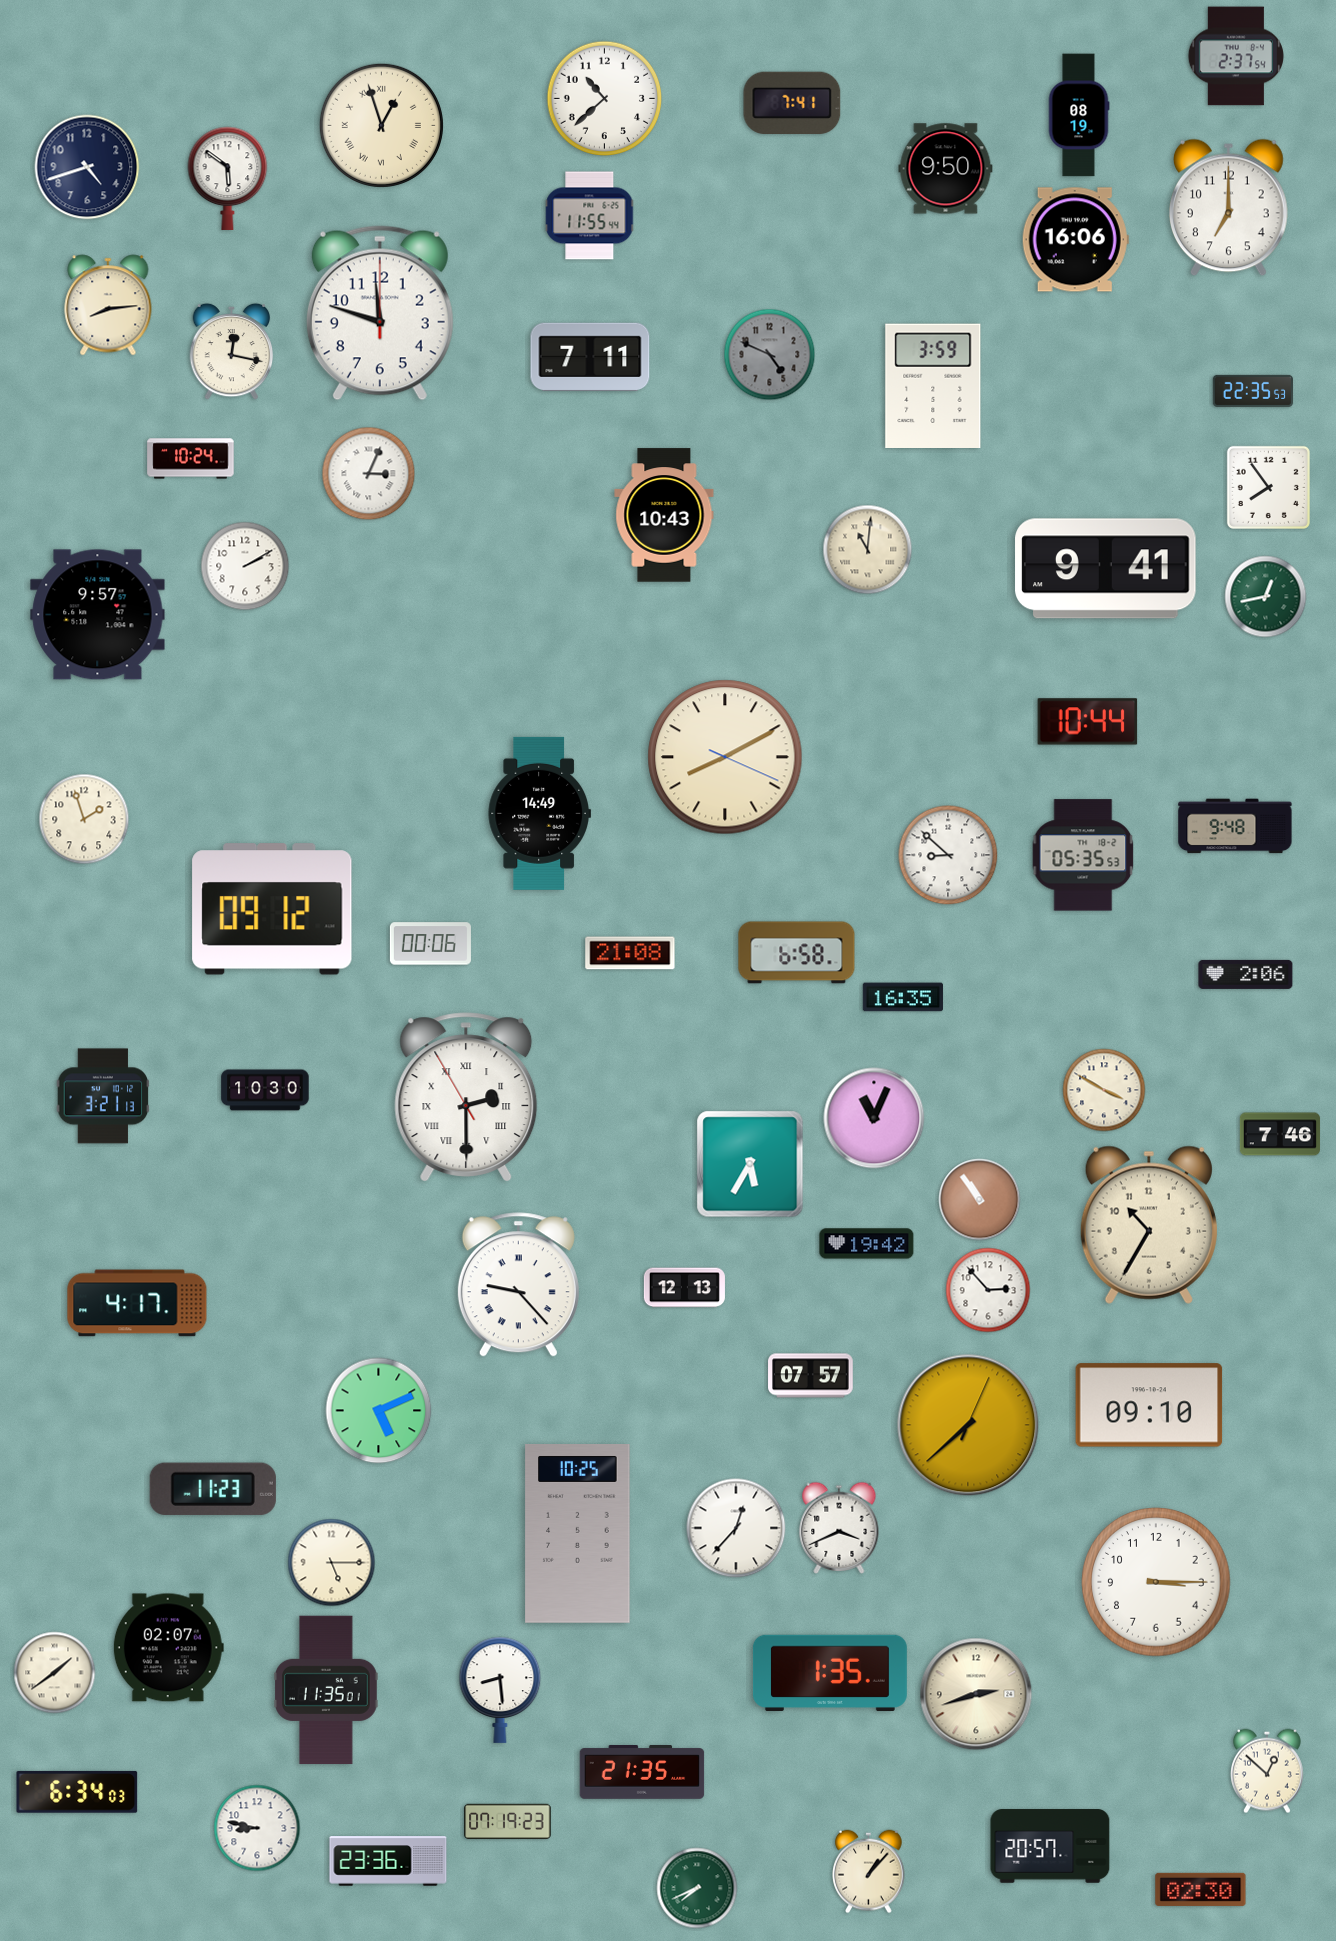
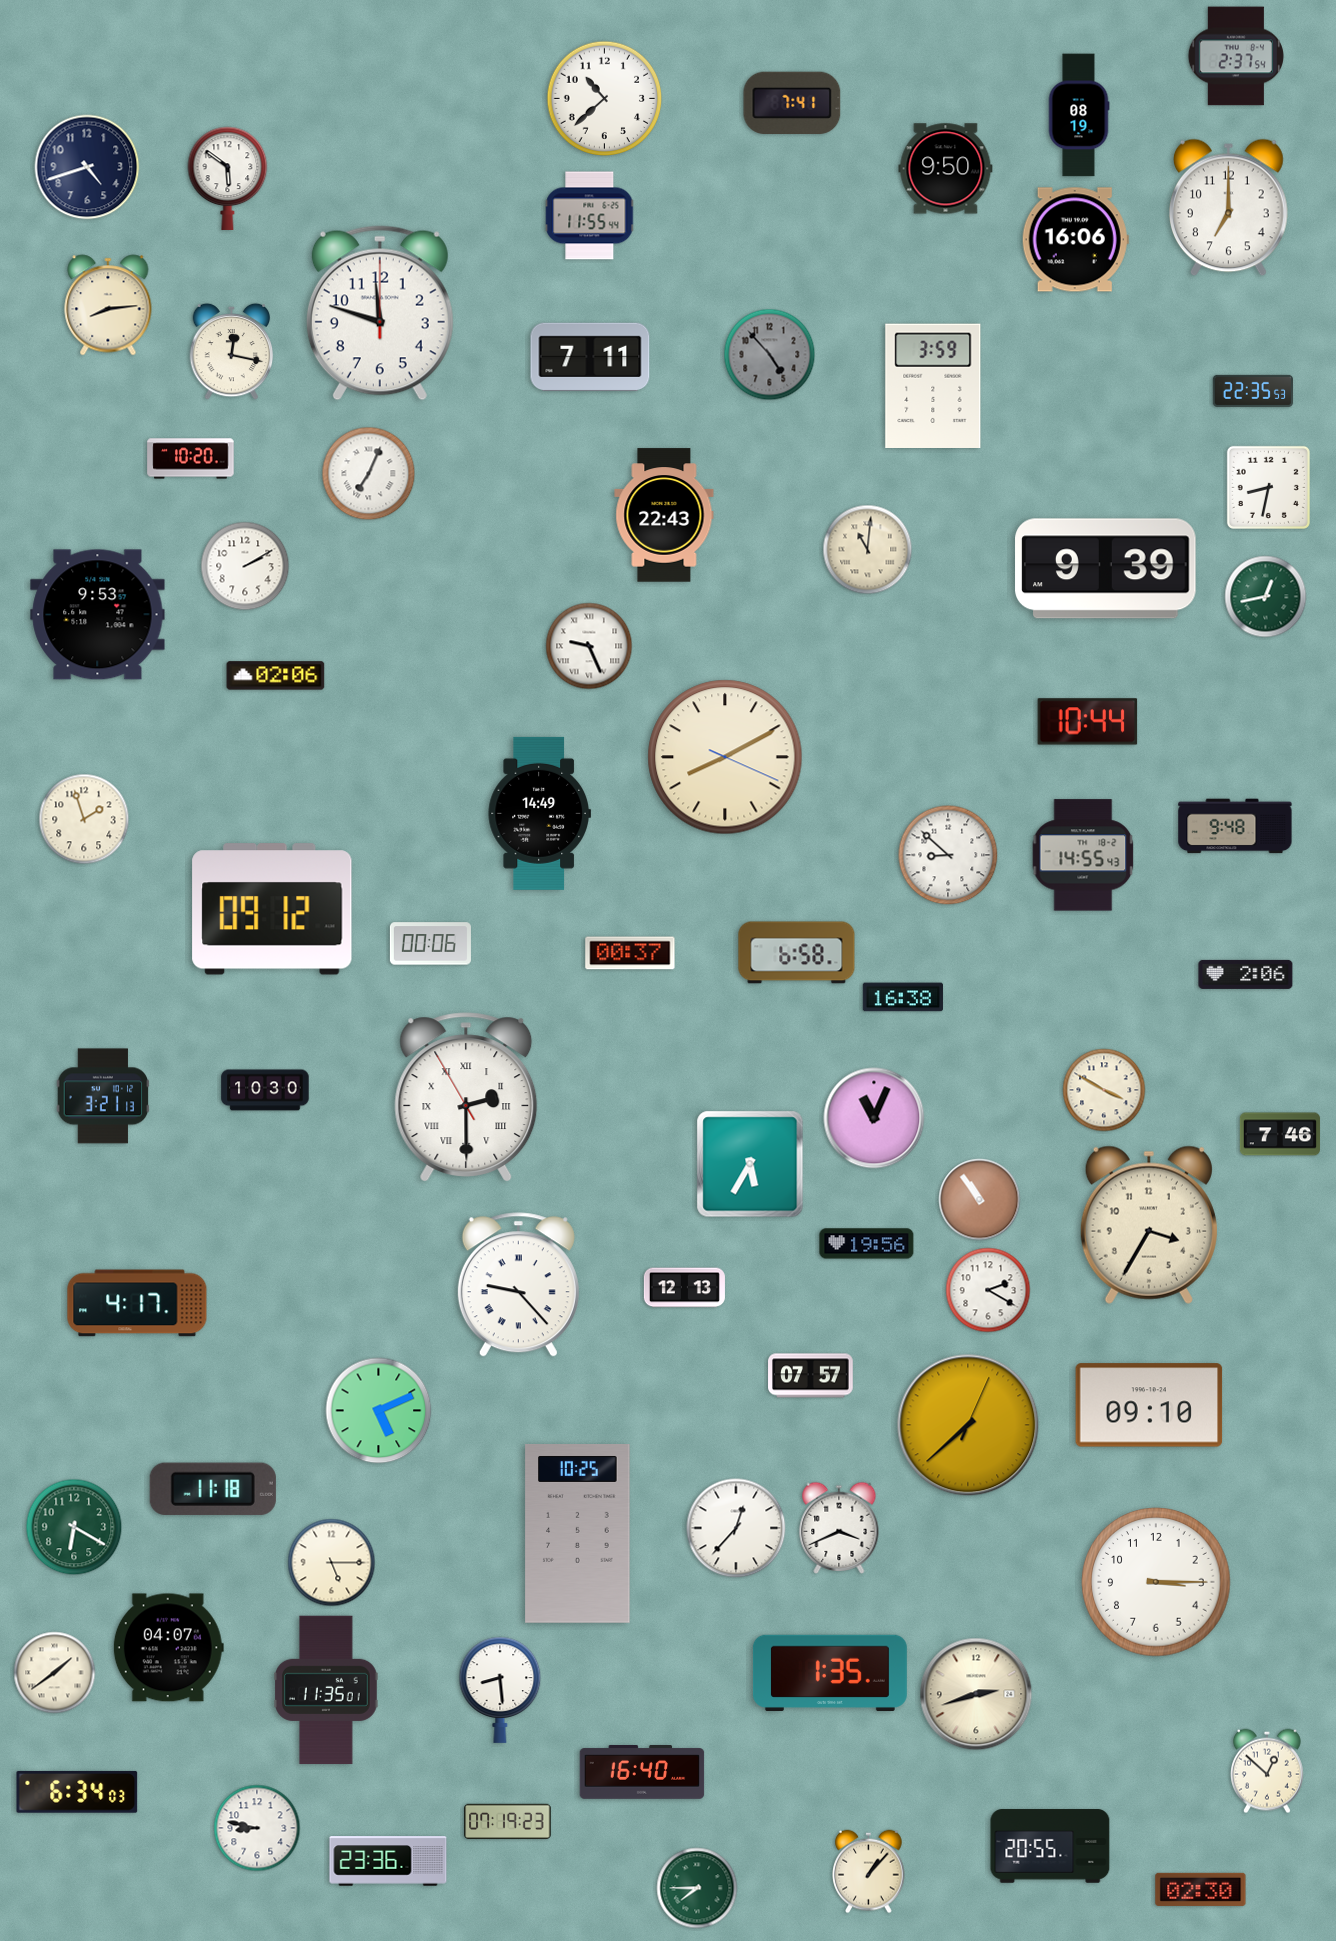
clock at (381, 125): 12:57 -> none
clock at (770, 355): 4:49 -> 4:53
clock at (191, 459): 10:24 -> 10:20
clock at (369, 474): 3:04 -> 7:04
clock at (1268, 487): 7:54 -> 8:32
clock at (664, 515): 10:43 -> 22:43
clock at (1106, 569): 9:41 -> 9:39
clock at (98, 615): 9:57 -> 9:53
clock at (589, 646): none -> 9:26
clock at (276, 676): none -> 02:06
clock at (1083, 855): 05:35 -> 14:55
clock at (630, 953): 21:08 -> 00:37
clock at (903, 997): 16:35 -> 16:38
clock at (1149, 1225): 10:35 -> 3:35
clock at (867, 1244): 19:42 -> 19:56
clock at (988, 1290): 2:53 -> 2:20
clock at (213, 1489): 11:23 -> 11:18
clock at (74, 1527): none -> 6:20
clock at (168, 1648): 02:07 -> 04:07
clock at (642, 1772): 21:35 -> 16:40
clock at (1050, 1846): 20:57 -> 20:55
clock at (697, 1888): 7:41 -> 7:45
